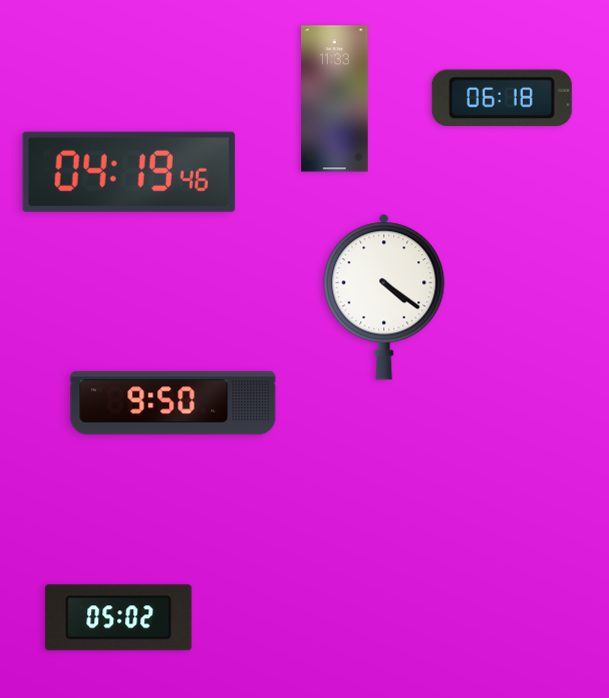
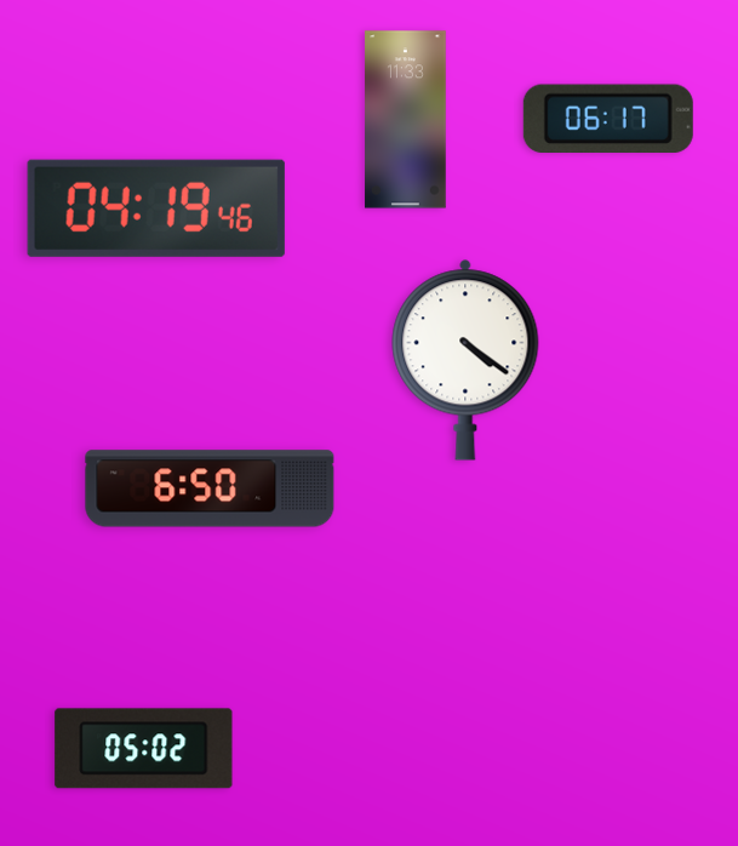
clock at (502, 97): 06:18 -> 06:17
clock at (173, 403): 9:50 -> 6:50
